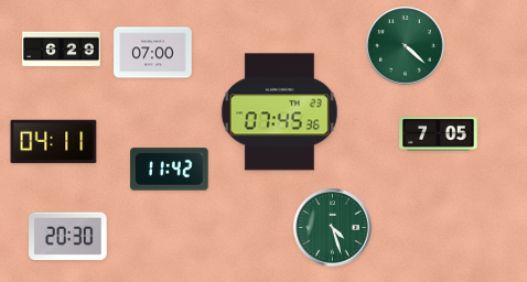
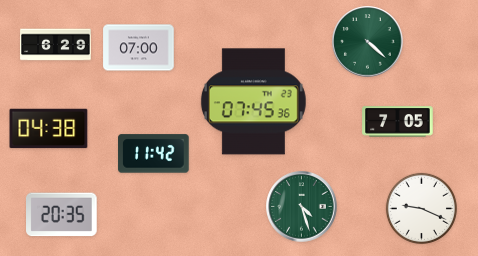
clock at (54, 142): 04:11 -> 04:38
clock at (421, 208): none -> 9:19
clock at (68, 237): 20:30 -> 20:35
